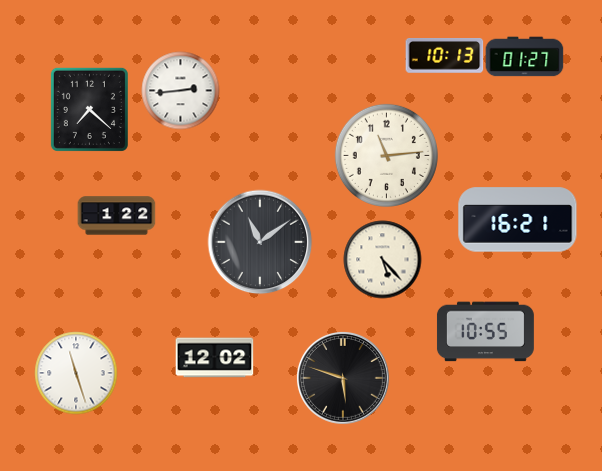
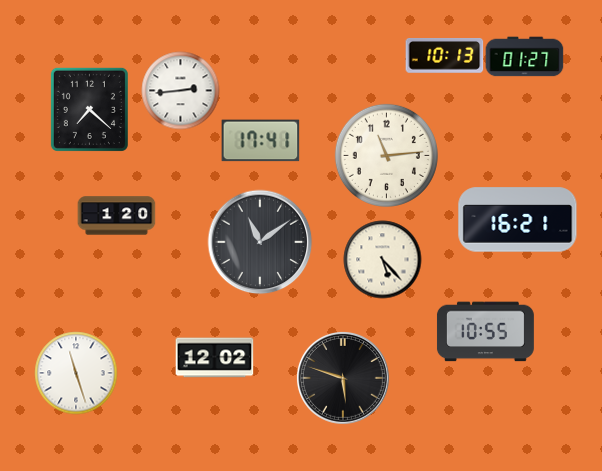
clock at (260, 141): none -> 17:41
clock at (116, 216): 1:22 -> 1:20
